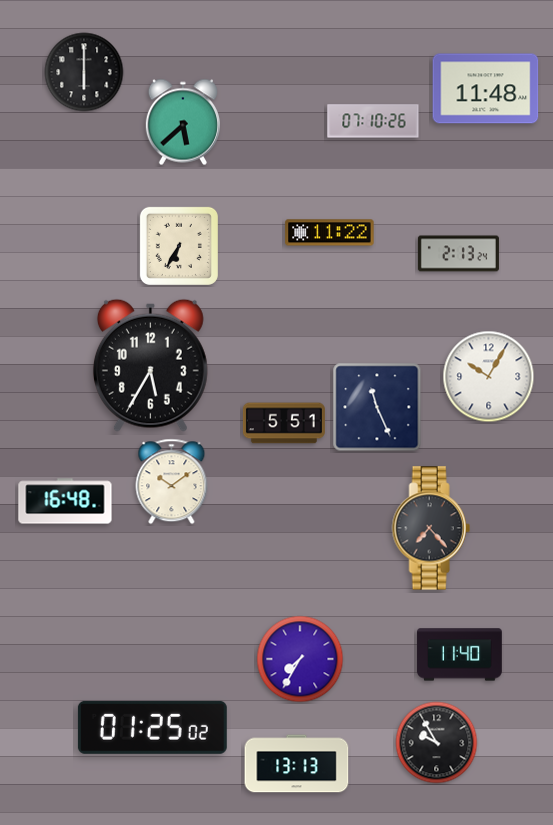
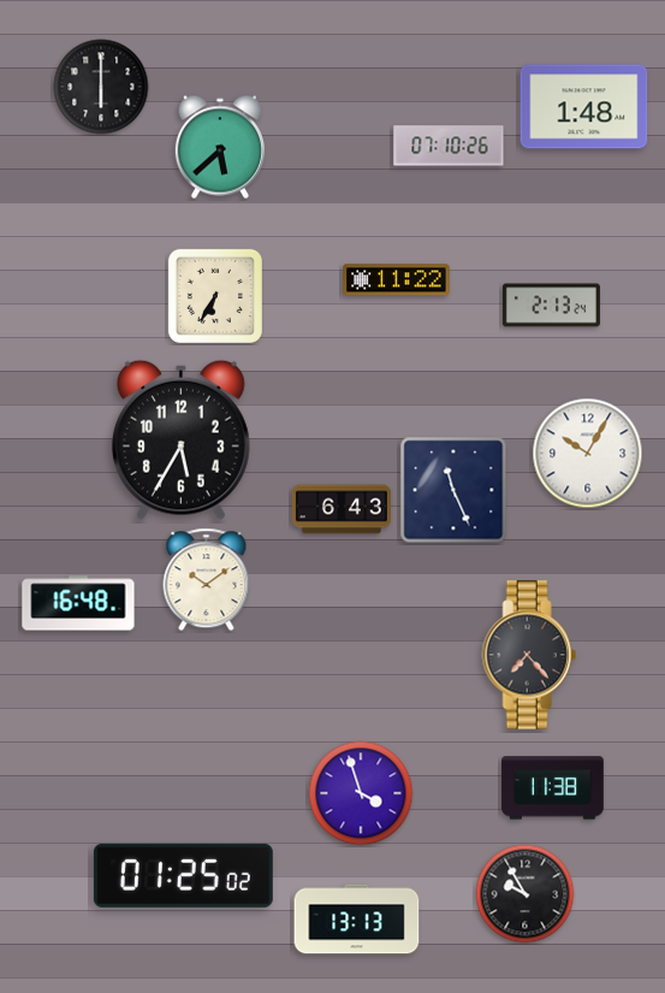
clock at (486, 89): 11:48 -> 1:48
clock at (284, 423): 5:51 -> 6:43
clock at (431, 528) position: (431, 528) -> (529, 655)
clock at (460, 655): 11:40 -> 11:38
clock at (300, 659): 7:35 -> 3:57
